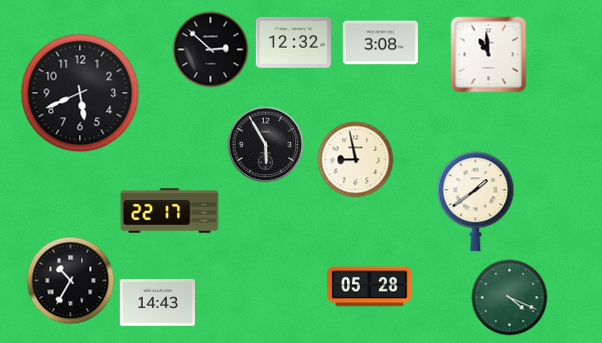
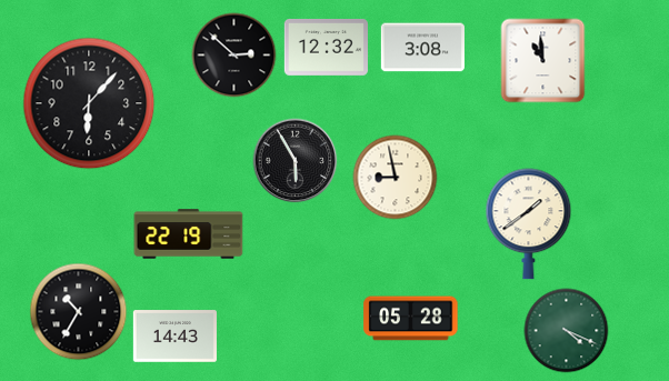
clock at (80, 93): 5:41 -> 6:07
clock at (170, 211): 22:17 -> 22:19
